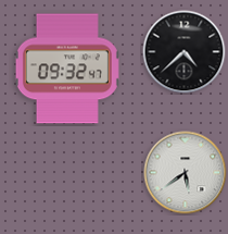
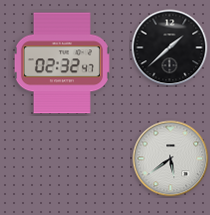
clock at (185, 52): 4:38 -> 1:38
clock at (67, 69): 09:32 -> 02:32
